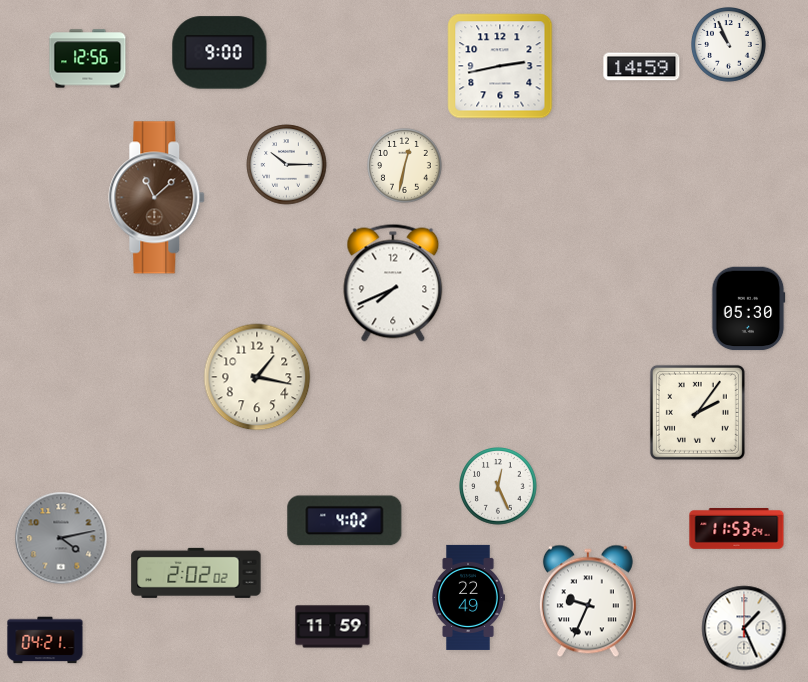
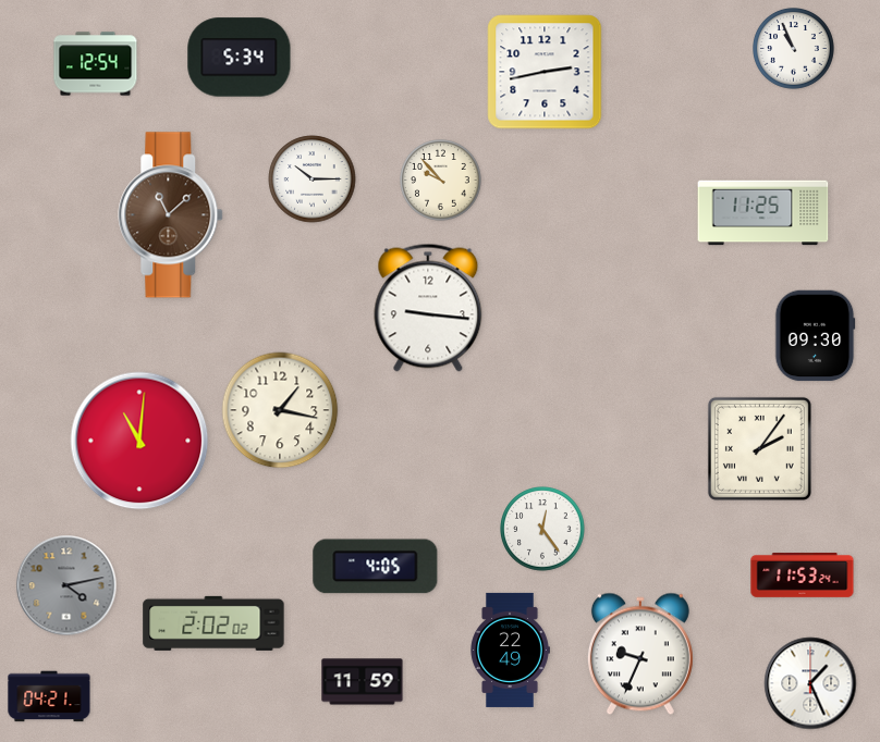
clock at (220, 53): 9:00 -> 5:34
clock at (88, 59): 12:56 -> 12:54
clock at (642, 67): 14:59 -> none
clock at (405, 166): 12:32 -> 9:53
clock at (763, 213): none -> 11:25
clock at (393, 283): 7:41 -> 9:16
clock at (748, 309): 05:30 -> 09:30
clock at (139, 441): none -> 11:01
clock at (498, 486): 12:26 -> 12:24
clock at (345, 521): 4:02 -> 4:05
